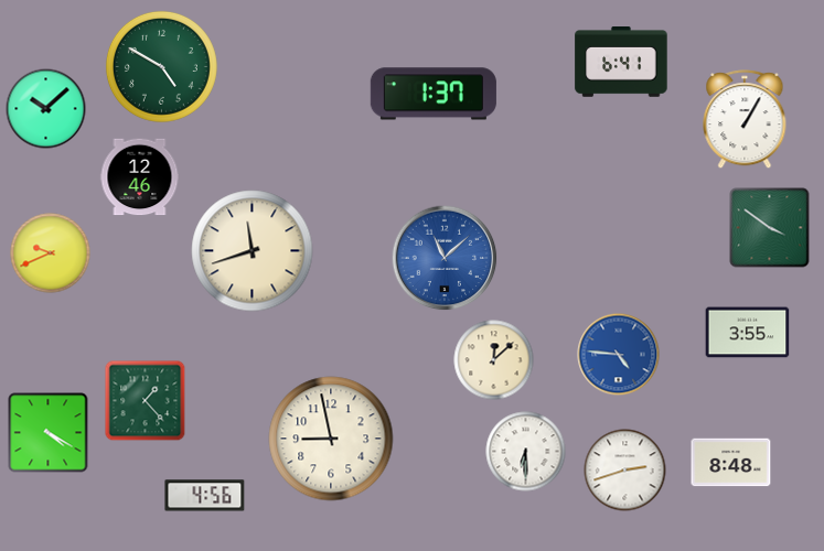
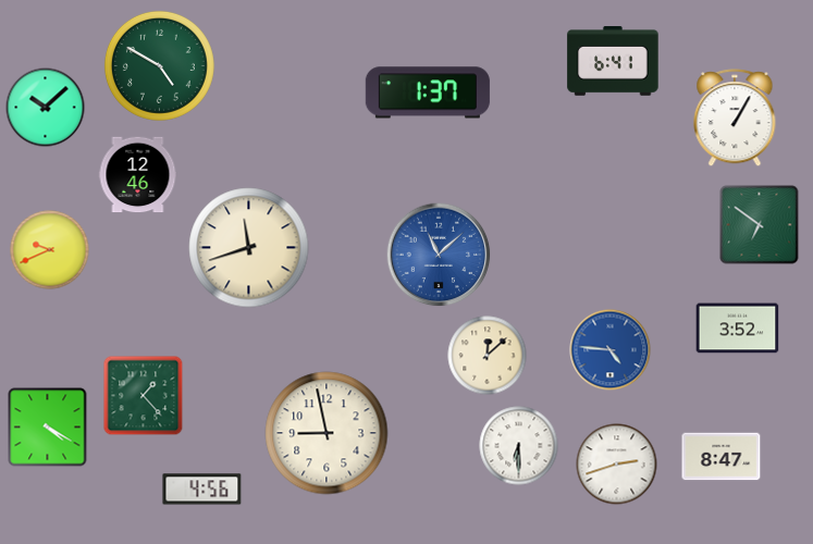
clock at (770, 228): 3:51 -> 6:51
clock at (748, 333): 3:55 -> 3:52
clock at (731, 463): 8:48 -> 8:47
